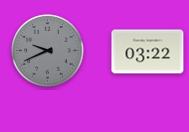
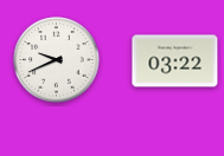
clock at (48, 51) dial: grey -> white
